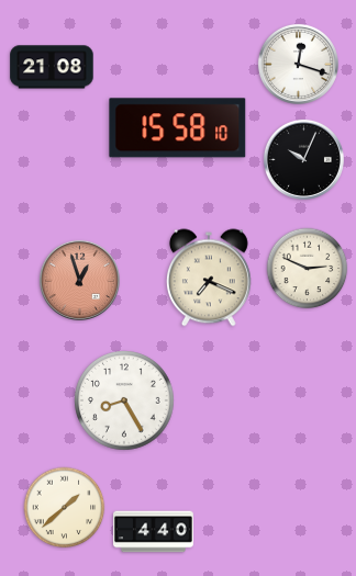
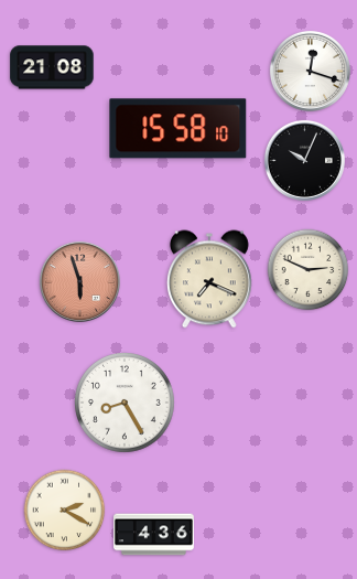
clock at (298, 64) position: (298, 64) -> (310, 71)
clock at (79, 280): 12:57 -> 5:57
clock at (65, 508): 1:38 -> 2:20
clock at (154, 532): 4:40 -> 4:36
